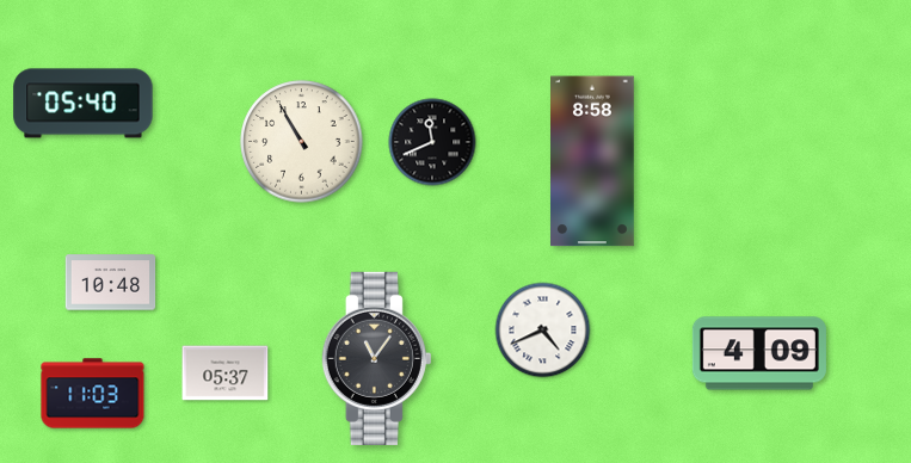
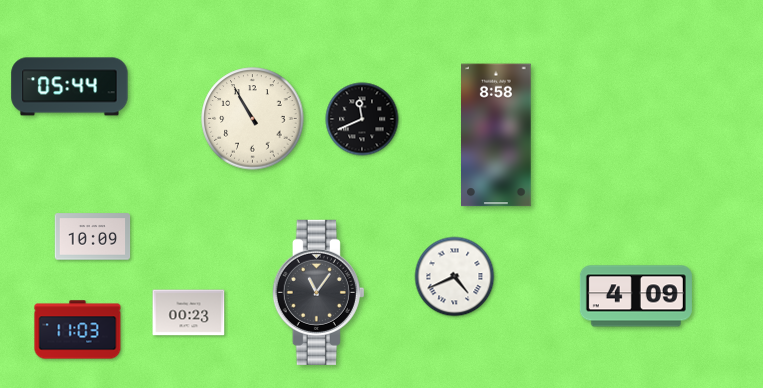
clock at (84, 104): 05:40 -> 05:44
clock at (111, 283): 10:48 -> 10:09
clock at (376, 358) position: (376, 358) -> (318, 292)
clock at (226, 374): 05:37 -> 00:23
